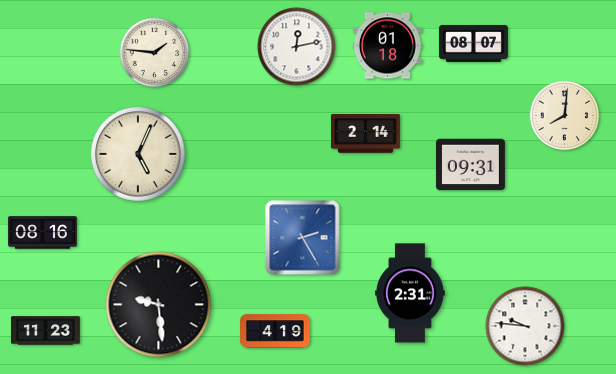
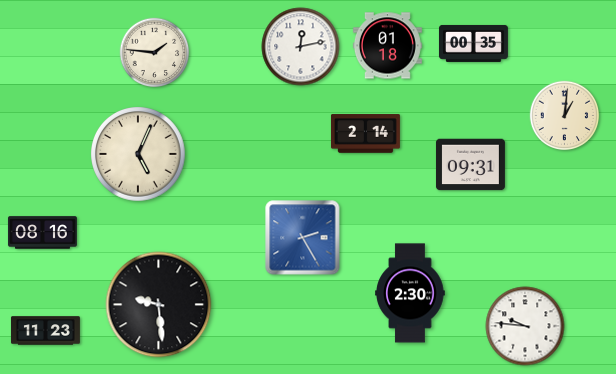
clock at (473, 43): 08:07 -> 00:35
clock at (297, 47) position: (297, 47) -> (301, 47)
clock at (565, 116): 8:01 -> 1:01
clock at (410, 293): 2:31 -> 2:30
clock at (275, 331): 4:19 -> none
